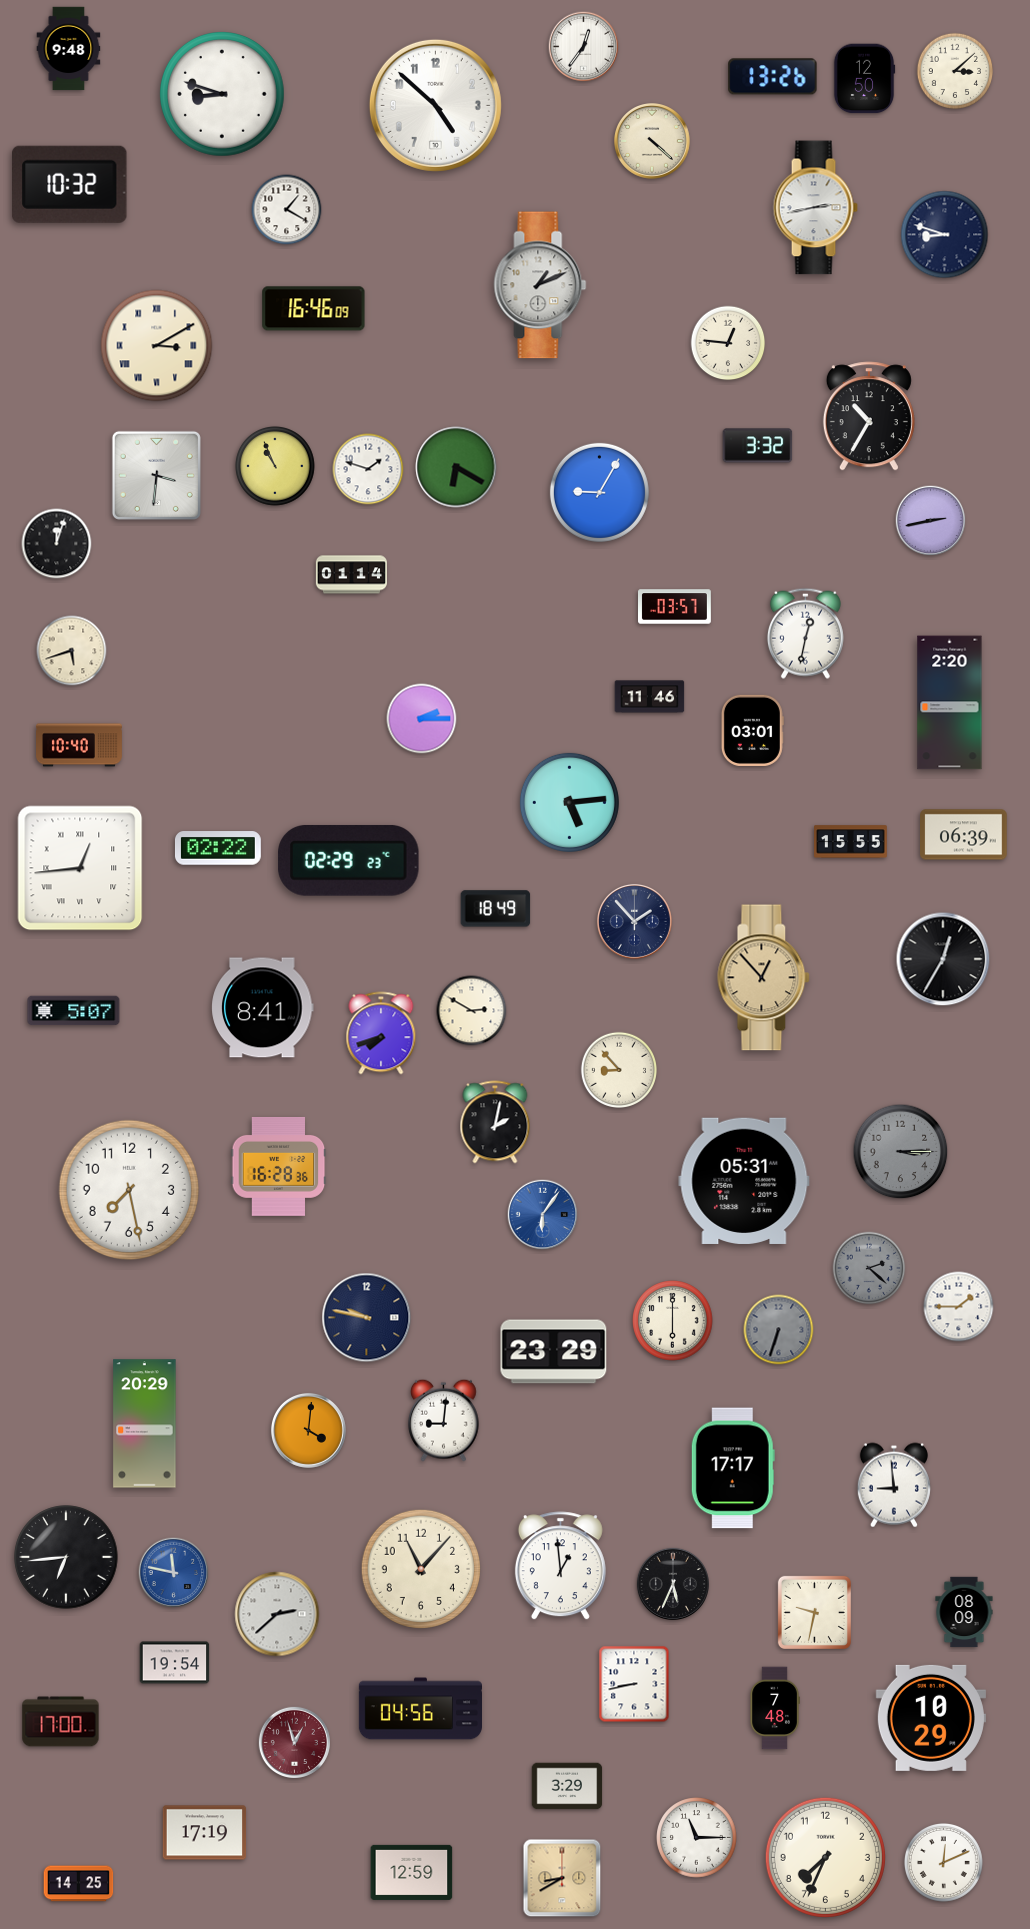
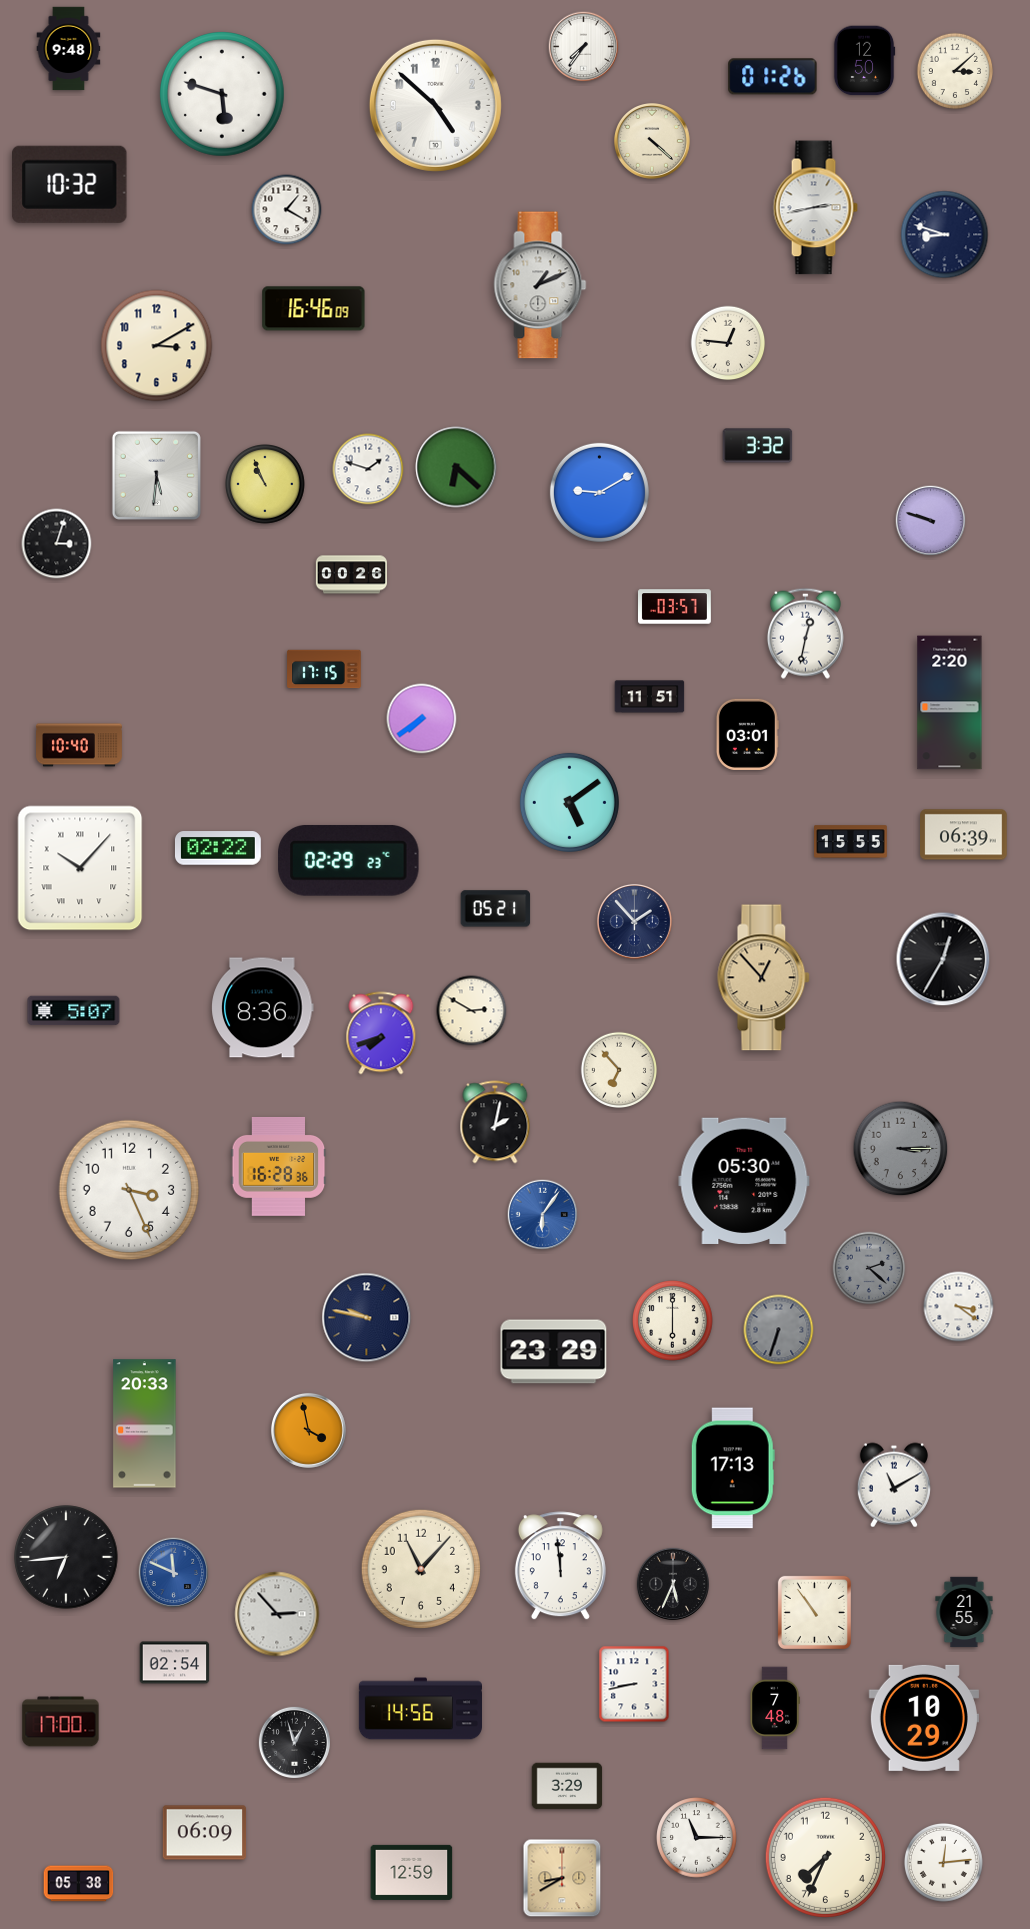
clock at (584, 47): 12:36 -> 7:36
clock at (773, 77): 13:26 -> 01:26
clock at (864, 79) position: (864, 79) -> (864, 61)
clock at (223, 95): 8:48 -> 5:48
clock at (157, 346) numerals: Roman -> Arabic
clock at (869, 416): 10:35 -> none
clock at (276, 467) position: (276, 467) -> (266, 485)
clock at (456, 467): 6:20 -> 6:22
clock at (156, 475): 3:31 -> 5:31
clock at (599, 492): 9:05 -> 9:10
clock at (931, 521): 2:43 -> 9:48
clock at (57, 544): 12:03 -> 3:03
clock at (351, 575): 01:14 -> 00:26
clock at (72, 651): 5:42 -> none
clock at (324, 669): none -> 17:15
clock at (650, 697): 11:46 -> 11:51
clock at (422, 719): 2:15 -> 7:39
clock at (752, 730) position: (752, 730) -> (747, 734)
clock at (569, 802): 5:14 -> 5:09
clock at (80, 868): 12:44 -> 10:07
clock at (496, 909): 18:49 -> 05:21
clock at (263, 1008): 8:41 -> 8:36
clock at (618, 1069): 8:53 -> 6:53
clock at (901, 1152) position: (901, 1152) -> (901, 1149)
clock at (744, 1181): 05:31 -> 05:30
clock at (128, 1189): 7:28 -> 3:26
clock at (959, 1307): 1:45 -> 3:21
clock at (443, 1420): 9:01 -> none
clock at (145, 1424): 20:29 -> 20:33
clock at (308, 1430): 4:01 -> 3:58
clock at (733, 1468): 17:17 -> 17:13
clock at (894, 1485): 8:59 -> 11:10
clock at (560, 1566): 12:59 -> 11:59
clock at (174, 1573): 11:47 -> 11:49
clock at (814, 1612): 9:32 -> 10:54
clock at (964, 1612): 08:09 -> 21:55
clock at (277, 1614): 2:38 -> 2:53
clock at (175, 1663): 19:54 -> 02:54
clock at (420, 1709): 04:56 -> 14:56
clock at (931, 1718) position: (931, 1718) -> (924, 1718)
clock at (294, 1742) dial: burgundy -> black
clock at (205, 1833): 17:19 -> 06:09
clock at (943, 1862): 12:11 -> 12:14
clock at (79, 1884): 14:25 -> 05:38
